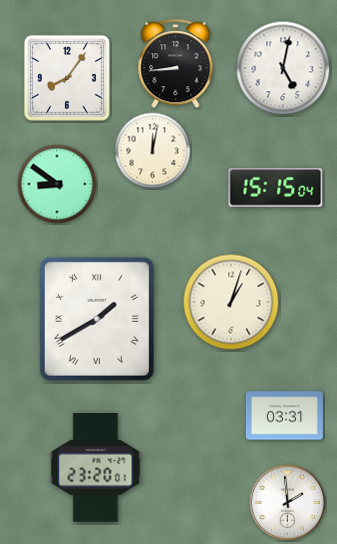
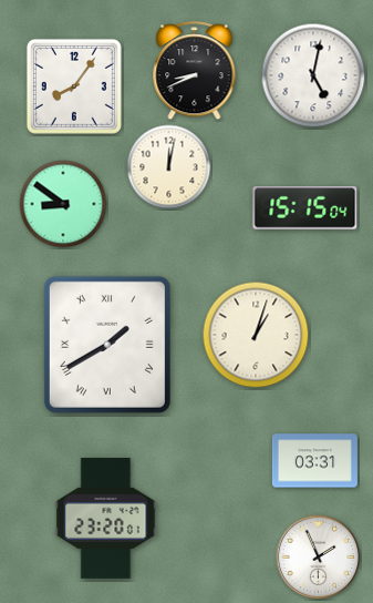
clock at (176, 64): 8:44 -> 8:41
clock at (97, 319) position: (97, 319) -> (107, 345)
clock at (288, 503): 1:59 -> 1:56
